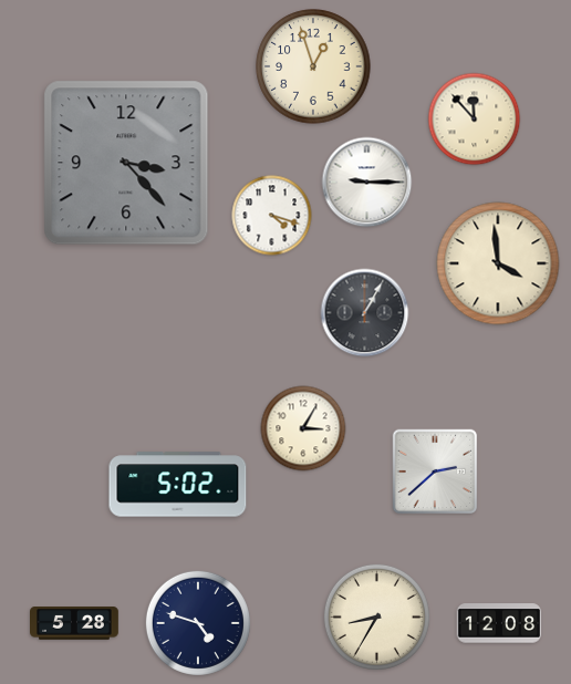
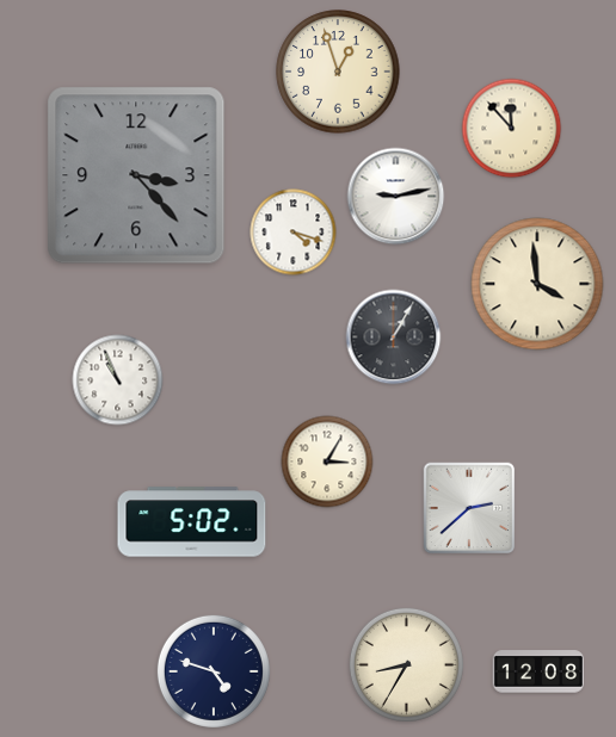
clock at (367, 183): 9:15 -> 9:13
clock at (118, 380): none -> 10:56
clock at (75, 623): 5:28 -> none
